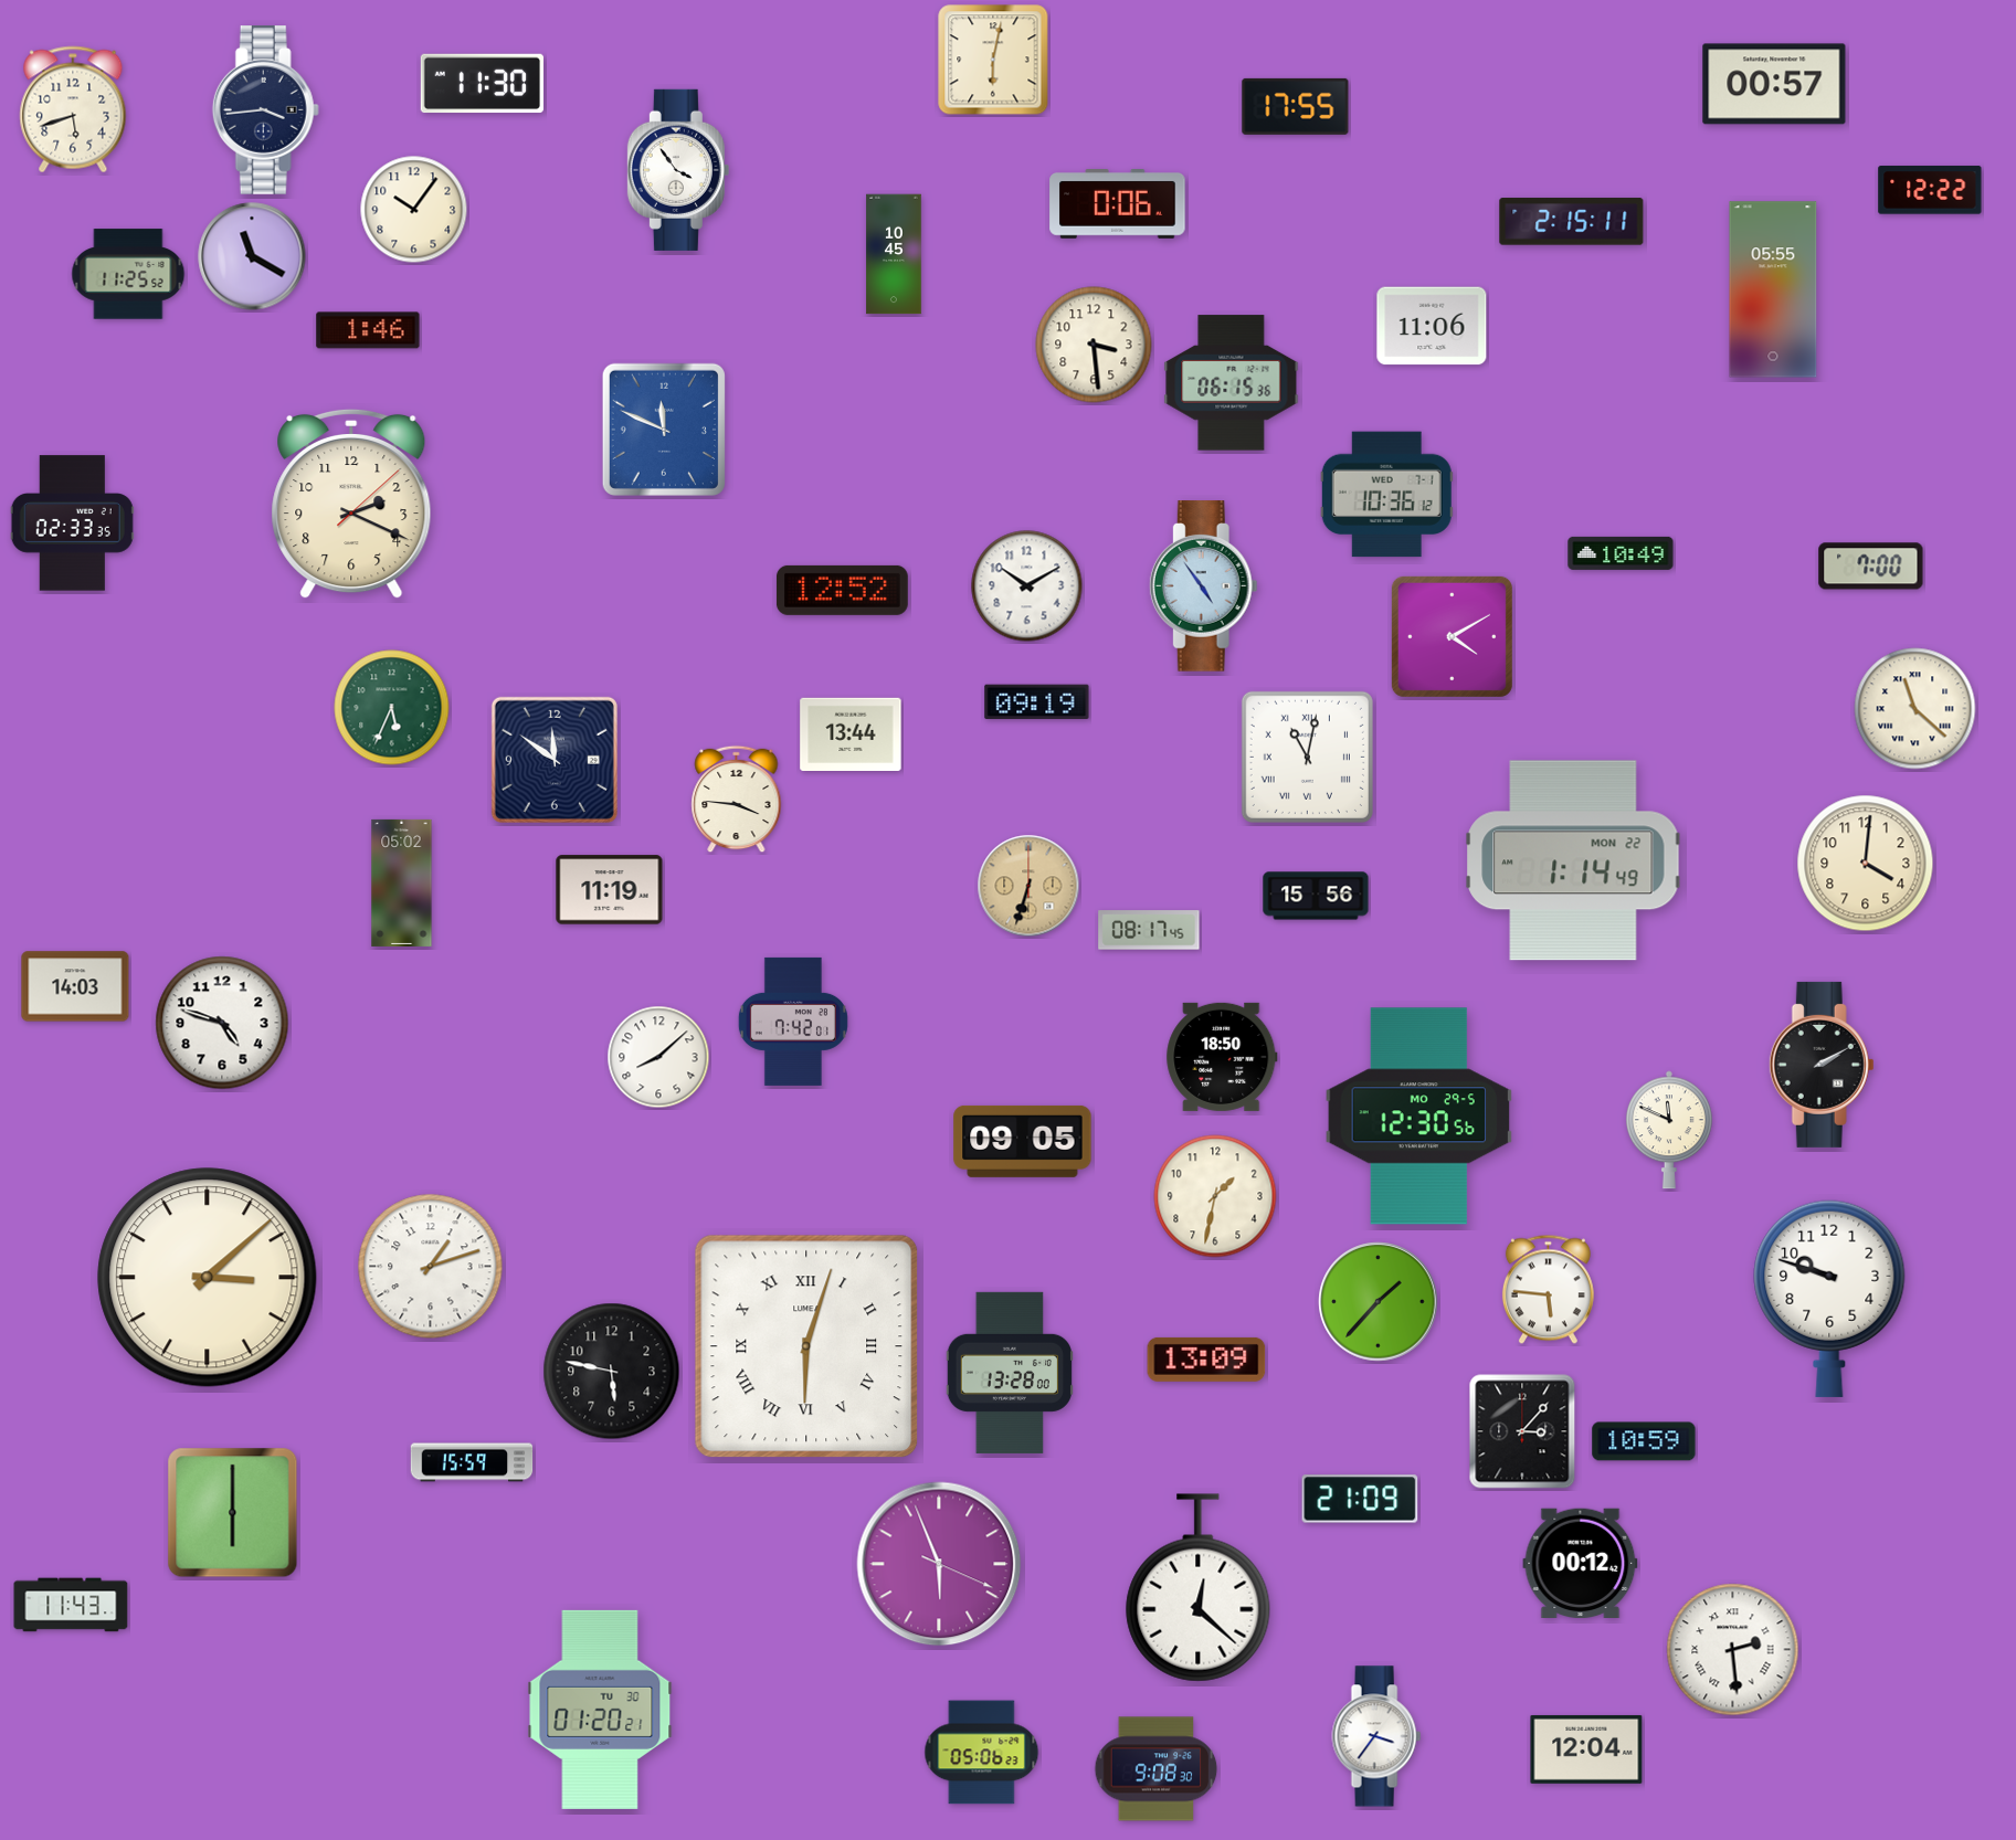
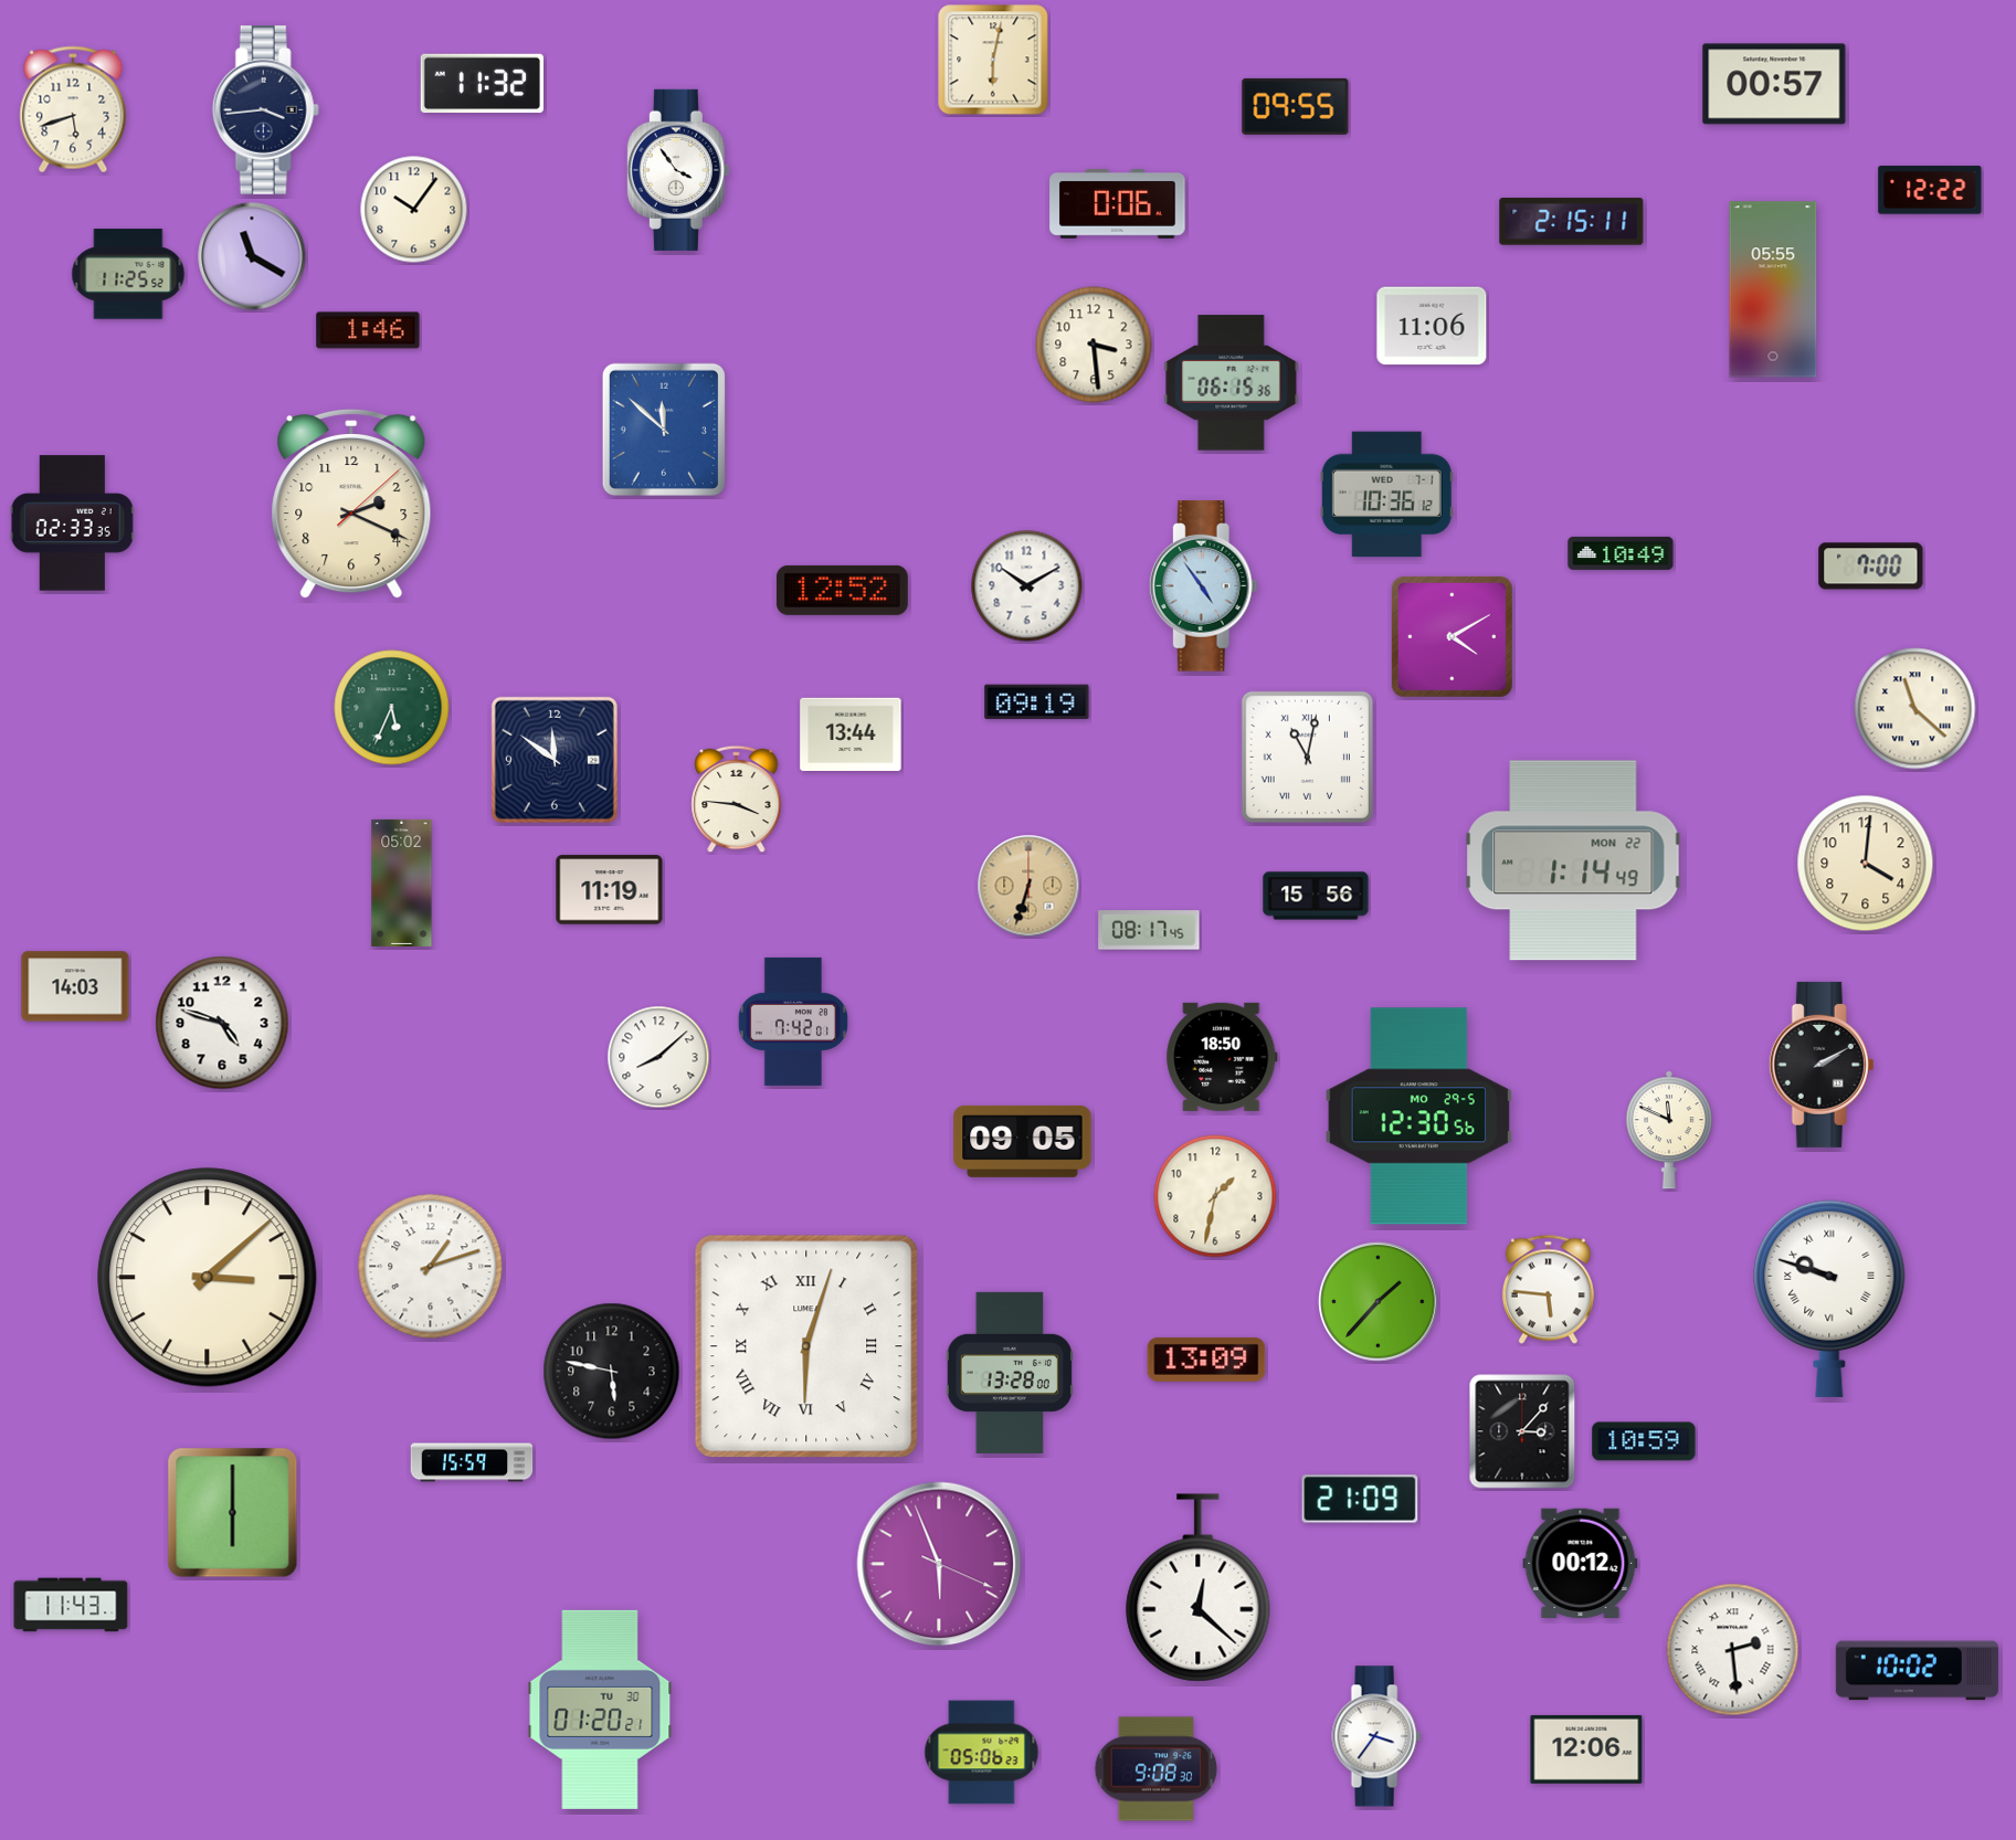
clock at (482, 84): 11:30 -> 11:32
clock at (1296, 106): 17:55 -> 09:55
clock at (894, 254): 10:45 -> none
clock at (664, 430): 11:49 -> 11:52
clock at (1829, 1299) numerals: Arabic -> Roman
clock at (1917, 1671): none -> 10:02
clock at (1586, 1749): 12:04 -> 12:06
